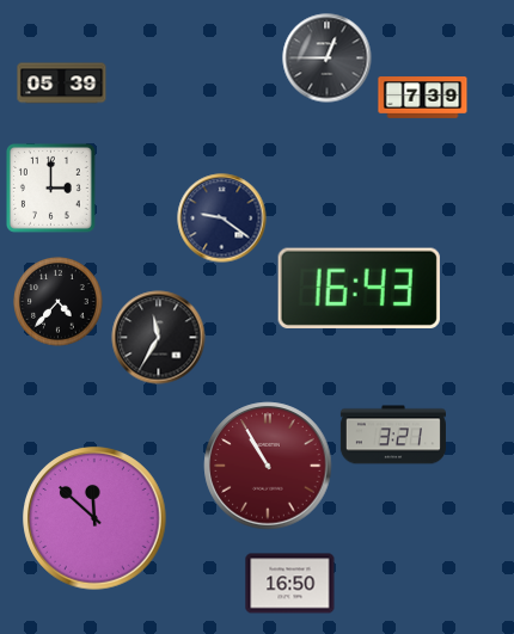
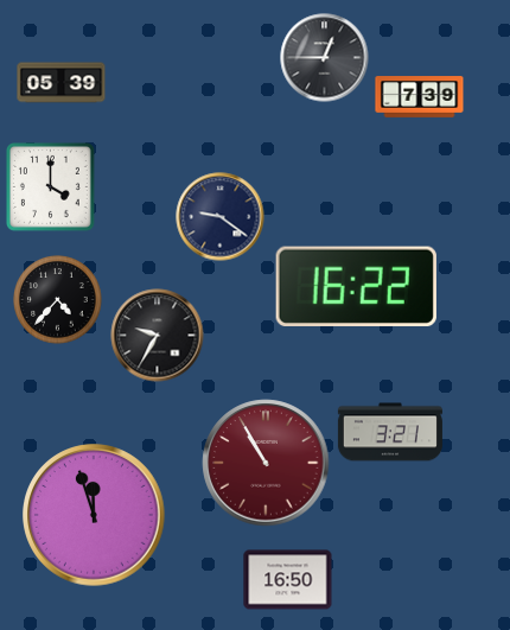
clock at (50, 187): 3:00 -> 4:00
clock at (359, 288): 16:43 -> 16:22
clock at (159, 338): 11:35 -> 9:35
clock at (94, 518): 11:52 -> 11:57
